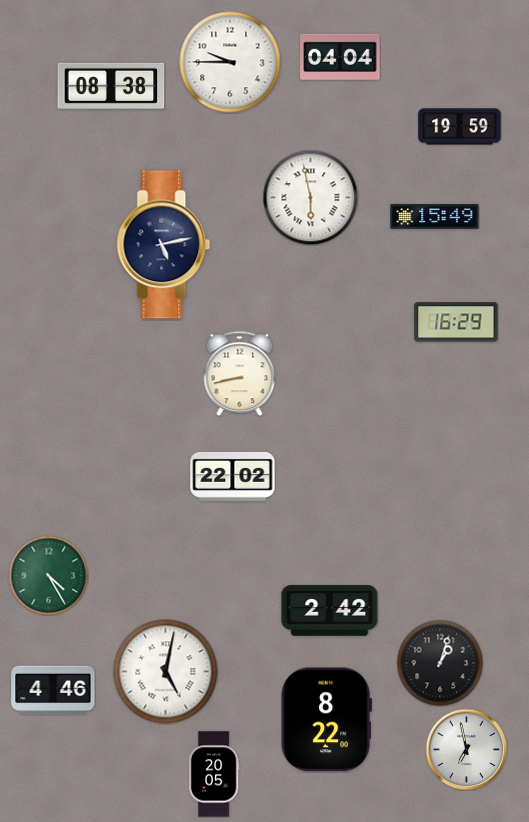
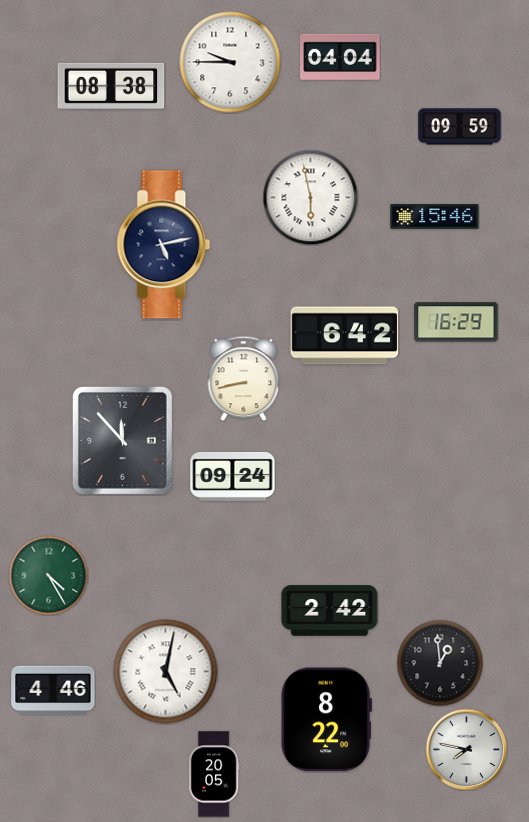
clock at (460, 127): 19:59 -> 09:59
clock at (435, 217): 15:49 -> 15:46
clock at (345, 336): none -> 6:42
clock at (240, 373) position: (240, 373) -> (244, 378)
clock at (122, 440): none -> 11:53
clock at (233, 476): 22:02 -> 09:24
clock at (440, 663): 1:03 -> 12:59
clock at (466, 749): 6:58 -> 7:47
